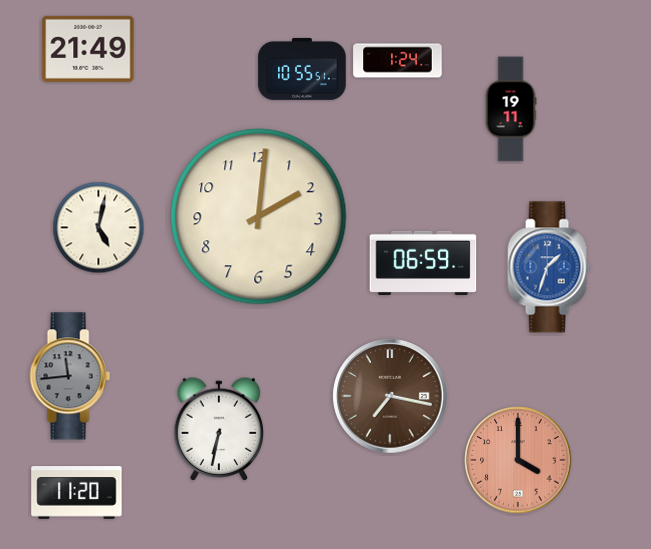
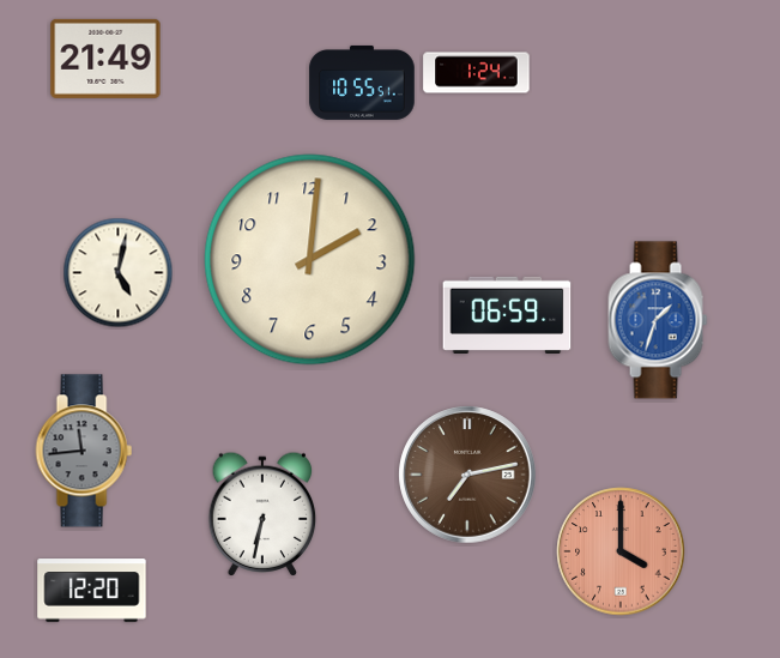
clock at (511, 109): 19:11 -> none
clock at (390, 396): 7:17 -> 7:13
clock at (77, 493): 11:20 -> 12:20
